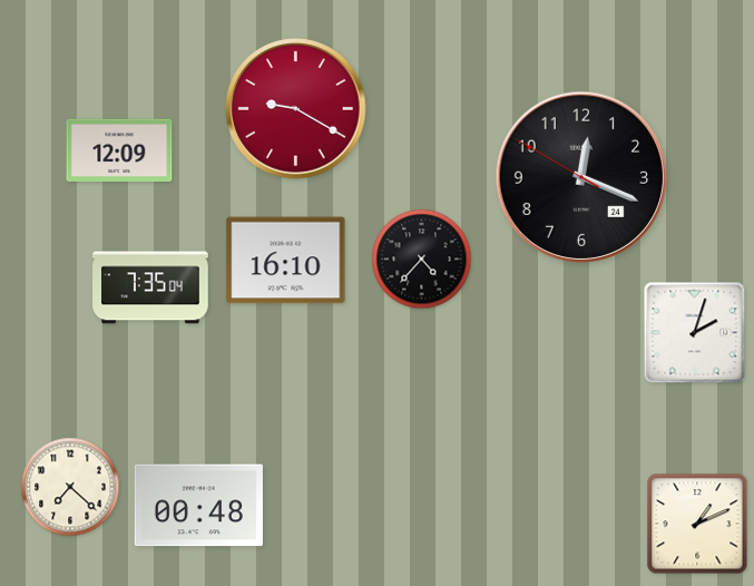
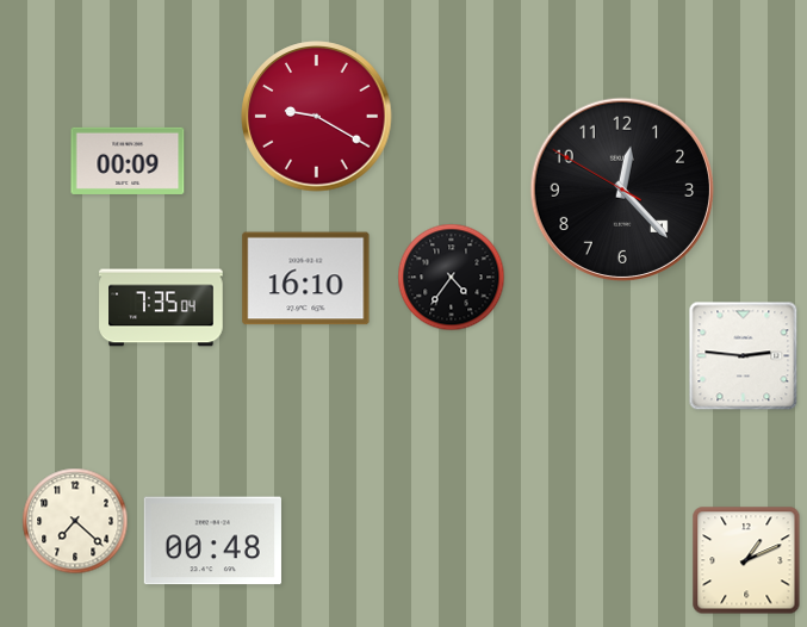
clock at (119, 150): 12:09 -> 00:09
clock at (580, 176): 12:18 -> 12:22
clock at (422, 260): 4:37 -> 4:36
clock at (695, 333): 2:03 -> 2:46
